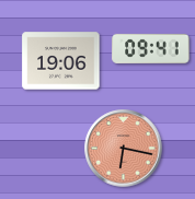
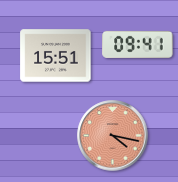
clock at (61, 61): 19:06 -> 15:51
clock at (124, 149): 6:17 -> 4:17
